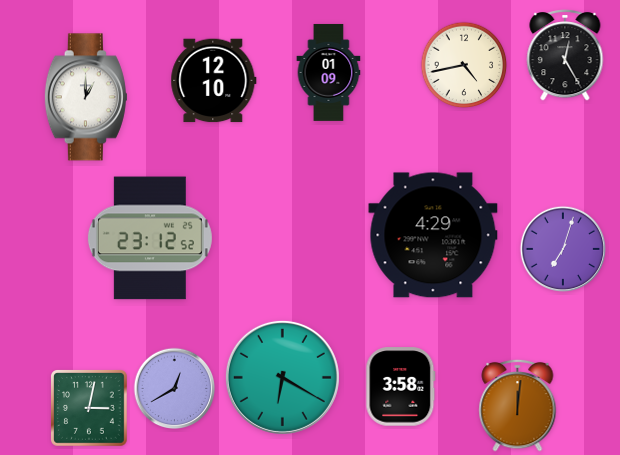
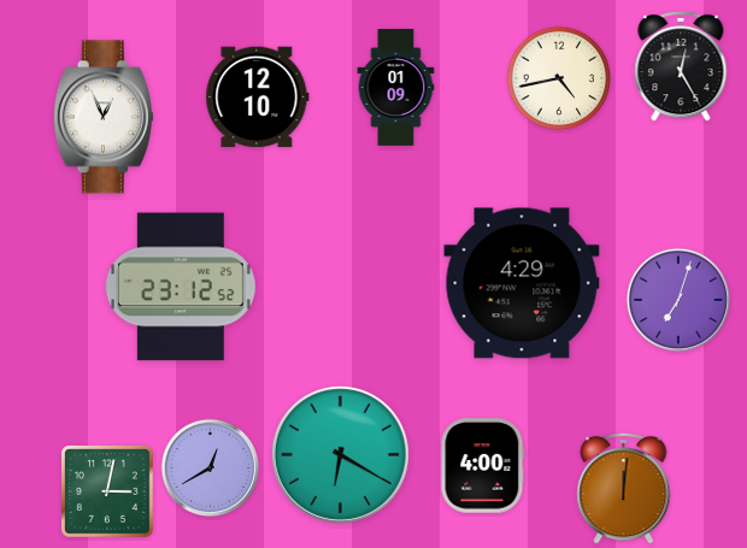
clock at (86, 97): 1:00 -> 12:56
clock at (401, 387): 3:58 -> 4:00
